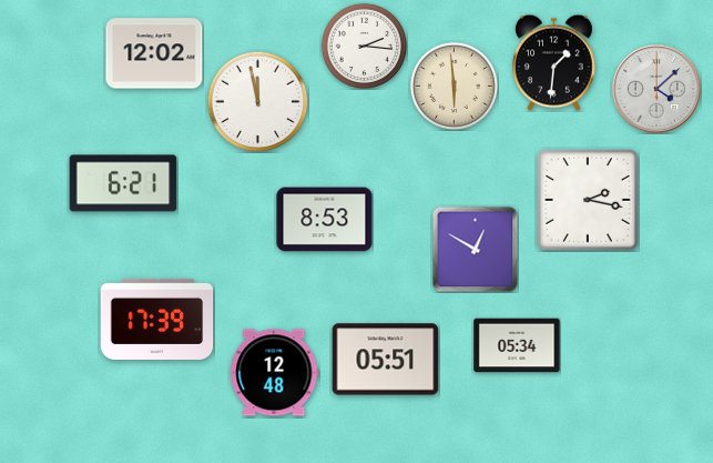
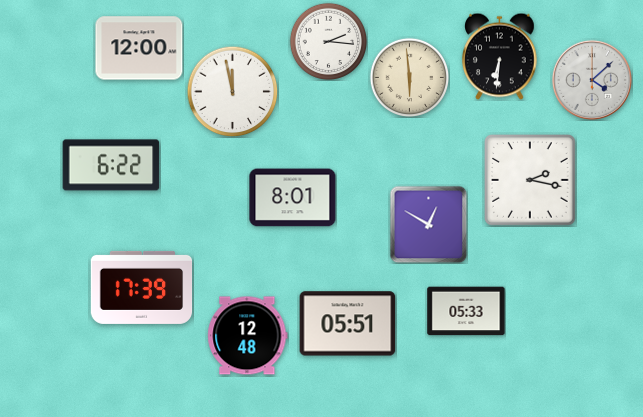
clock at (154, 53): 12:02 -> 12:00
clock at (554, 62): 1:31 -> 6:31
clock at (123, 183): 6:21 -> 6:22
clock at (325, 220): 8:53 -> 8:01
clock at (517, 345): 05:34 -> 05:33
